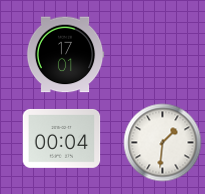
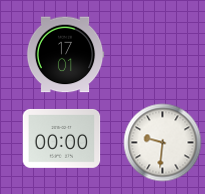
clock at (61, 138): 00:04 -> 00:00
clock at (162, 142): 1:31 -> 9:31
